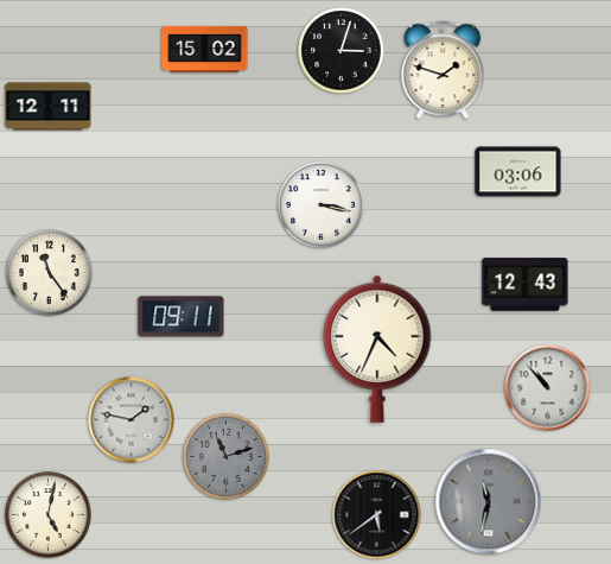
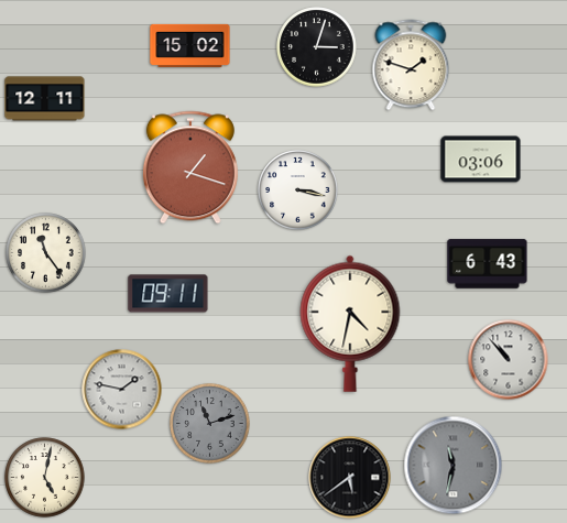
clock at (190, 167): none -> 1:18
clock at (526, 285): 12:43 -> 6:43
clock at (377, 349): 4:34 -> 4:32
